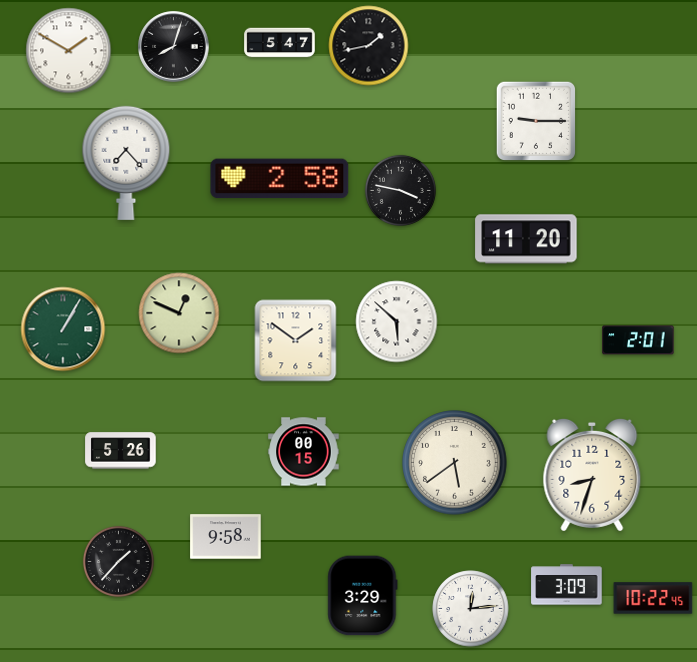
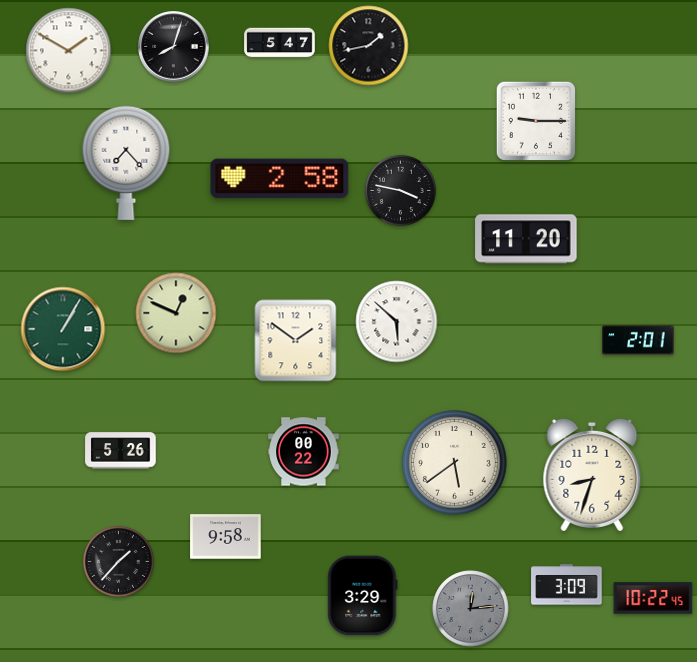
clock at (179, 313) position: (179, 313) -> (176, 313)
clock at (304, 452): 00:15 -> 00:22
clock at (471, 609) dial: white -> grey
